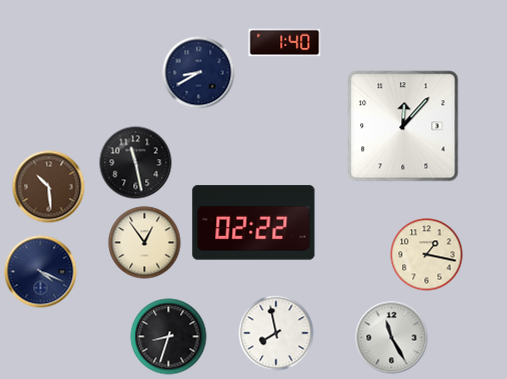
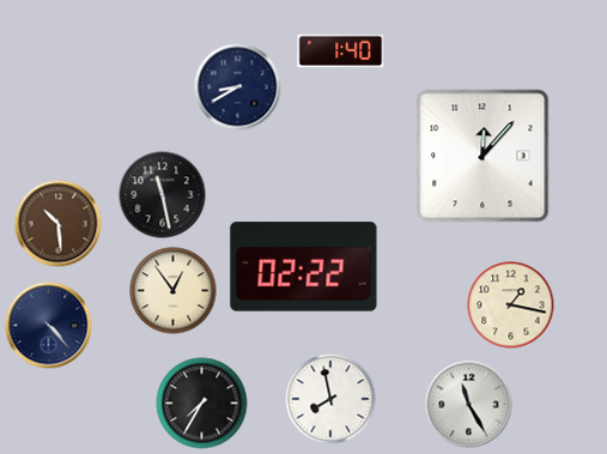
clock at (403, 126) position: (403, 126) -> (482, 156)
clock at (41, 272): 4:19 -> 4:23
clock at (169, 337): 8:33 -> 7:35
